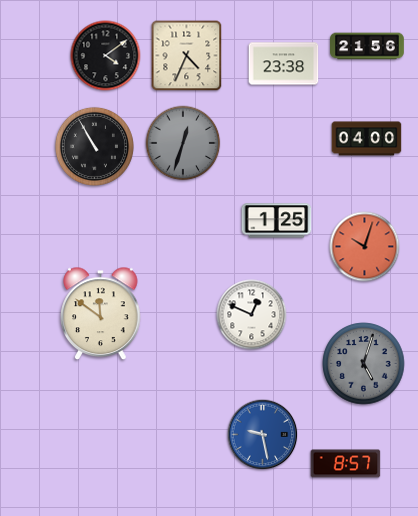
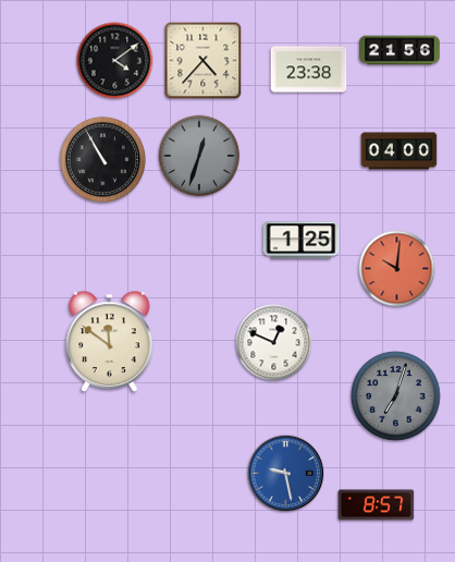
clock at (187, 56): 4:34 -> 4:37
clock at (365, 247): 10:03 -> 10:01
clock at (364, 364): 5:03 -> 7:03
